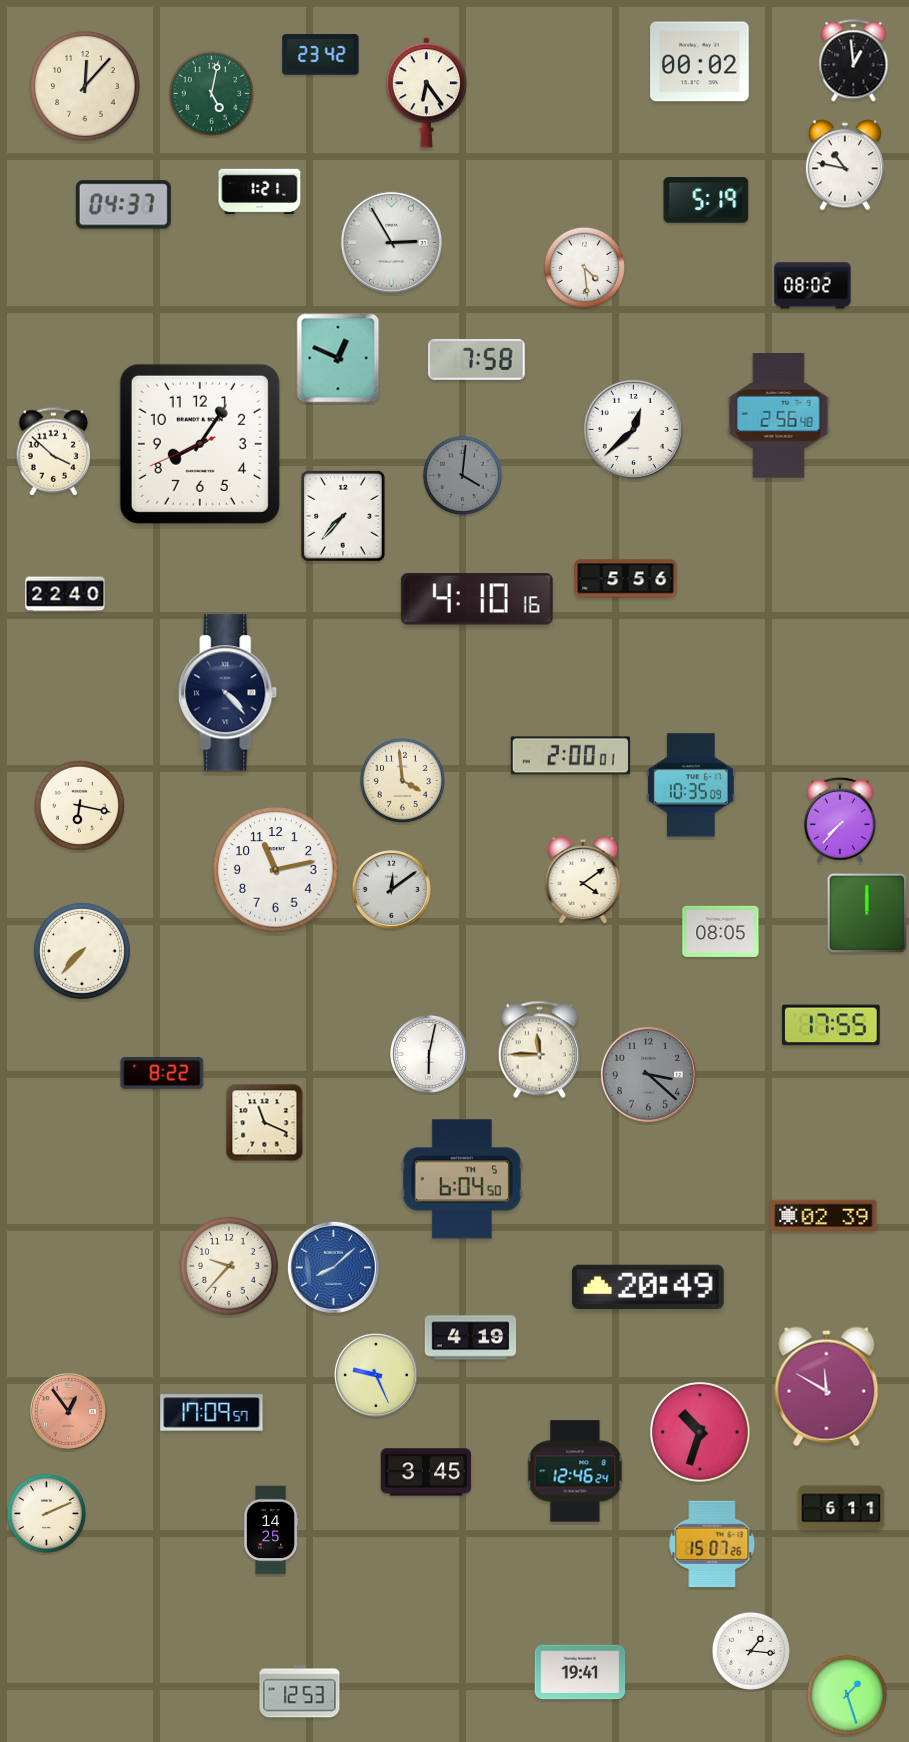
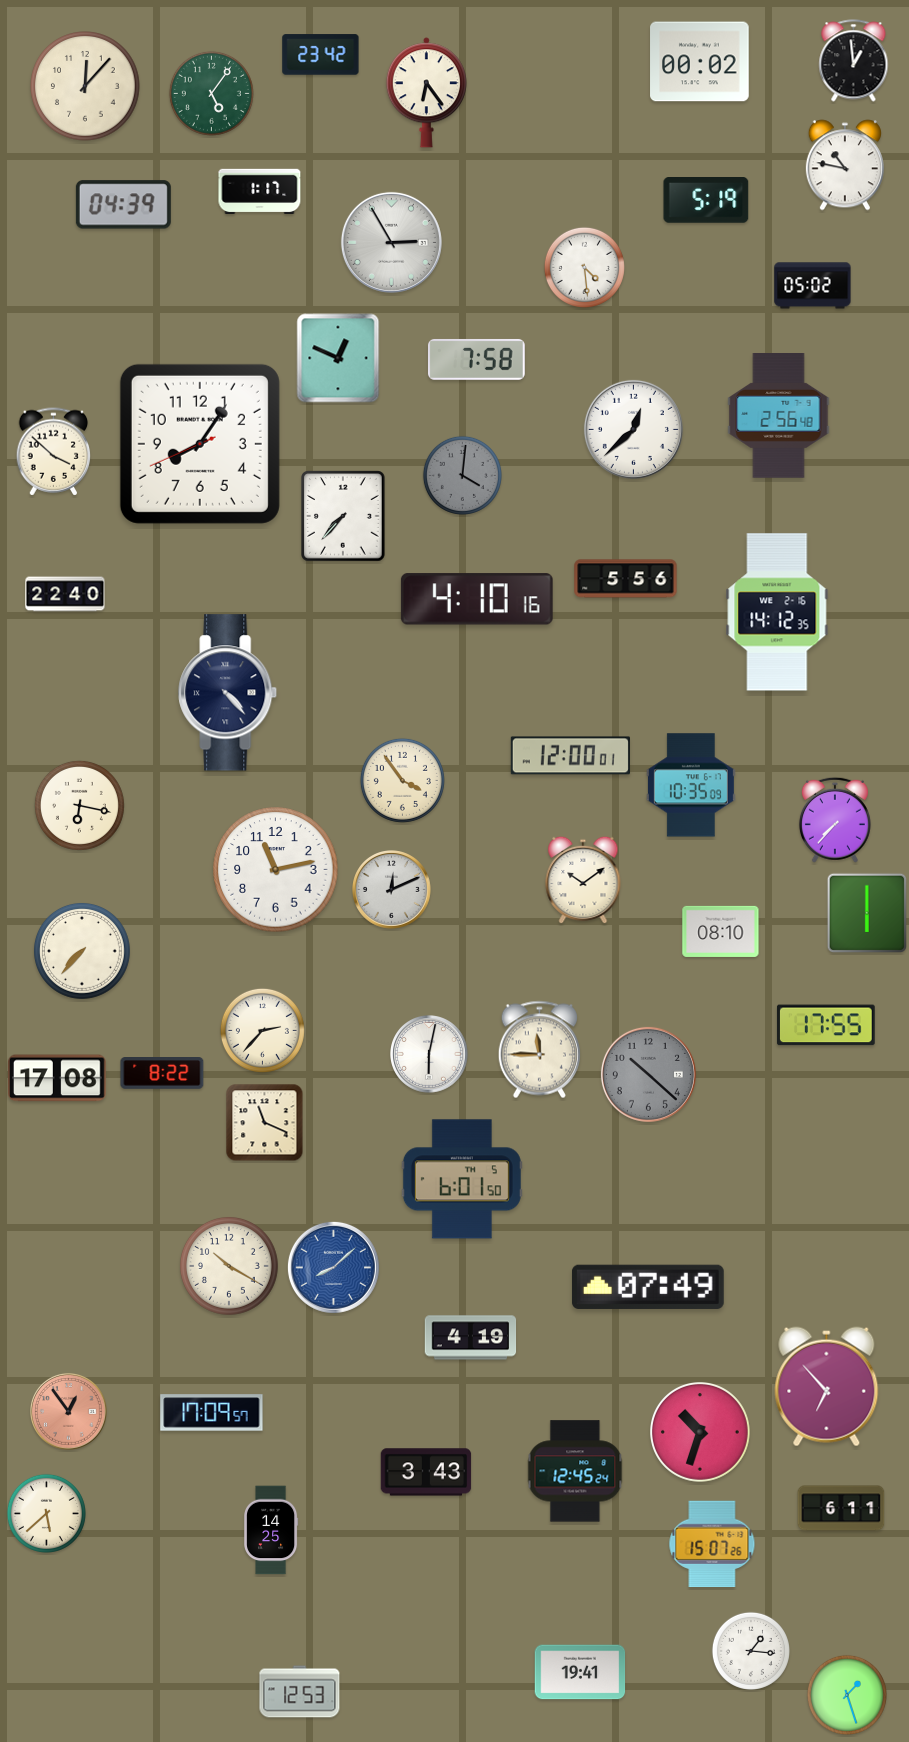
clock at (211, 93): 5:02 -> 5:06
clock at (260, 191): 1:21 -> 1:17
clock at (123, 205): 04:37 -> 04:39
clock at (813, 286): 08:02 -> 05:02
clock at (777, 612): none -> 14:12
clock at (570, 756): 2:00 -> 12:00
clock at (402, 780): 3:59 -> 3:54
clock at (840, 820) position: (840, 820) -> (835, 820)
clock at (583, 880): 4:09 -> 10:09
clock at (392, 890): 12:09 -> 12:11
clock at (867, 913): 12:00 -> 6:00
clock at (721, 931): 08:05 -> 08:10
clock at (831, 1025) position: (831, 1025) -> (826, 1025)
clock at (262, 1030): none -> 2:37
clock at (648, 1074): 3:22 -> 10:22
clock at (58, 1078): none -> 17:08
clock at (462, 1179): 6:04 -> 6:01
clock at (824, 1215): 02:39 -> none
clock at (229, 1266): 9:37 -> 10:20
clock at (648, 1287): 20:49 -> 07:49
clock at (376, 1375): 9:26 -> none
clock at (827, 1387): 11:50 -> 6:53
clock at (575, 1471): 12:46 -> 12:45
clock at (426, 1472): 3:45 -> 3:43
clock at (46, 1513): 2:11 -> 5:38
